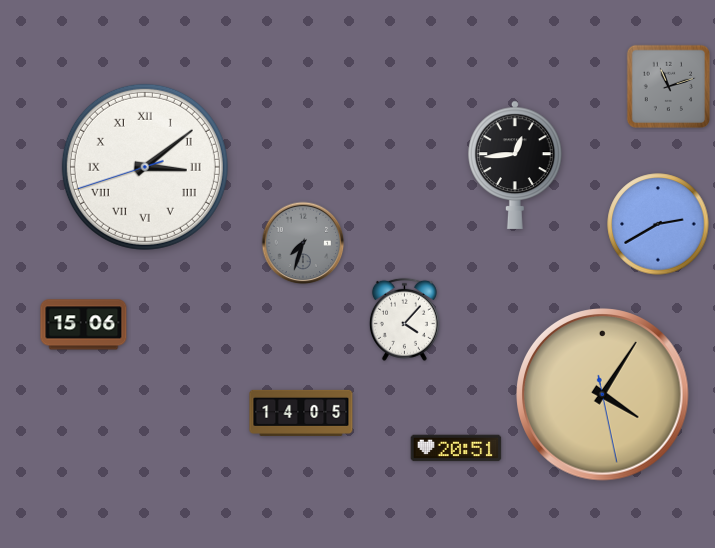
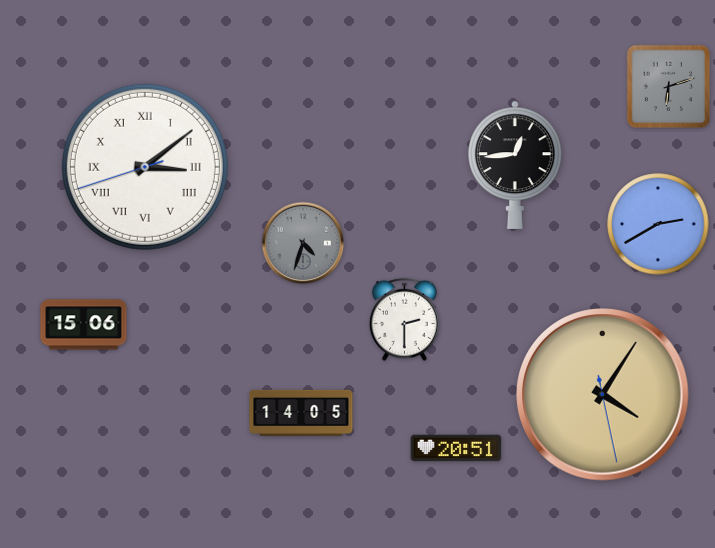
clock at (668, 86): 11:12 -> 6:12
clock at (303, 243): 7:33 -> 4:33
clock at (404, 319): 4:07 -> 2:30
